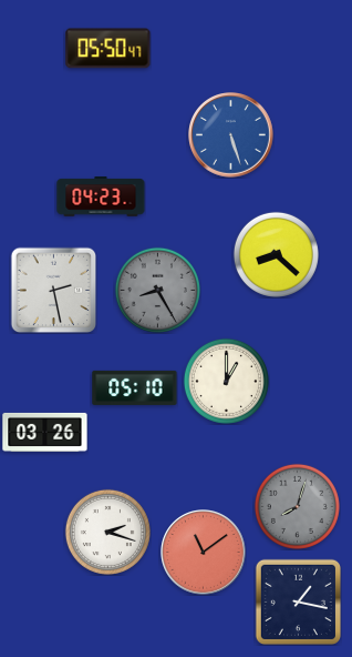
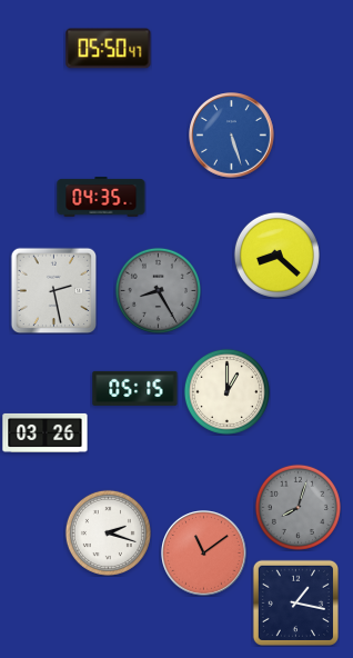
clock at (101, 196): 04:23 -> 04:35
clock at (226, 381) position: (226, 381) -> (226, 391)
clock at (135, 387): 05:10 -> 05:15
clock at (298, 602) position: (298, 602) -> (295, 602)
